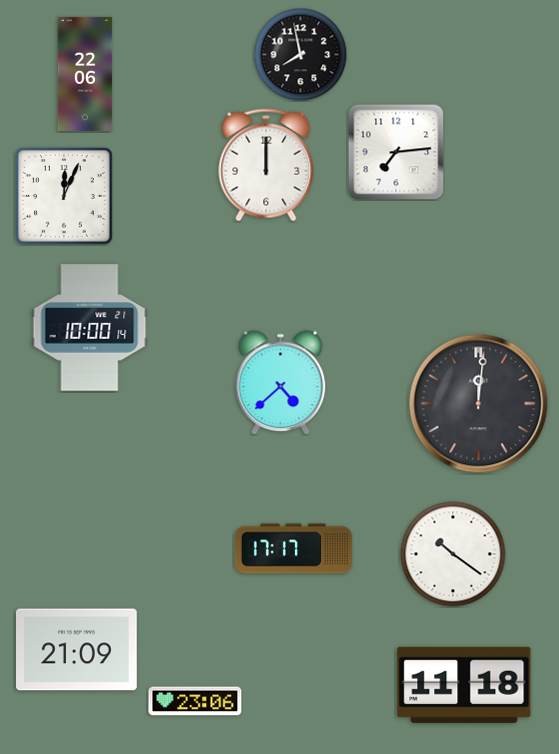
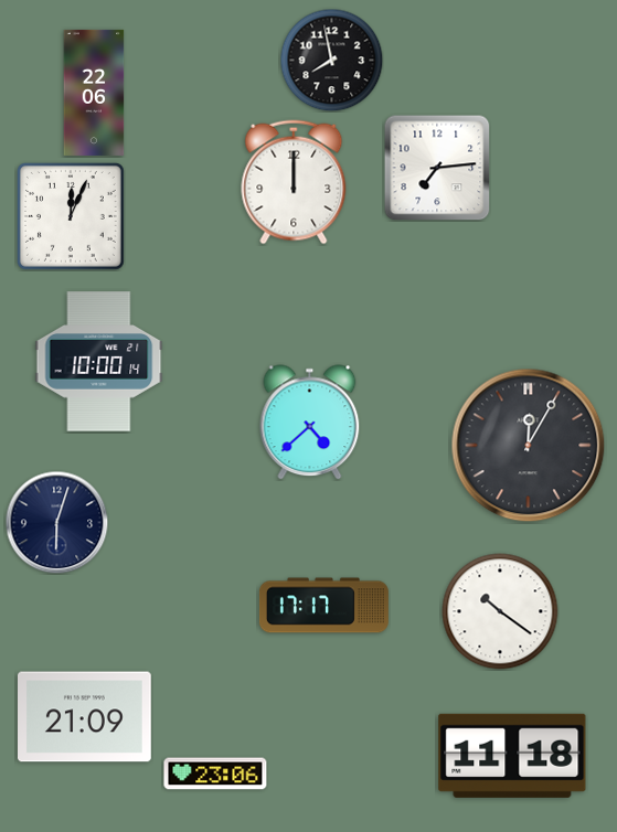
clock at (85, 74) position: (85, 74) -> (94, 93)
clock at (479, 404): 12:01 -> 12:05
clock at (56, 522): none -> 6:03
